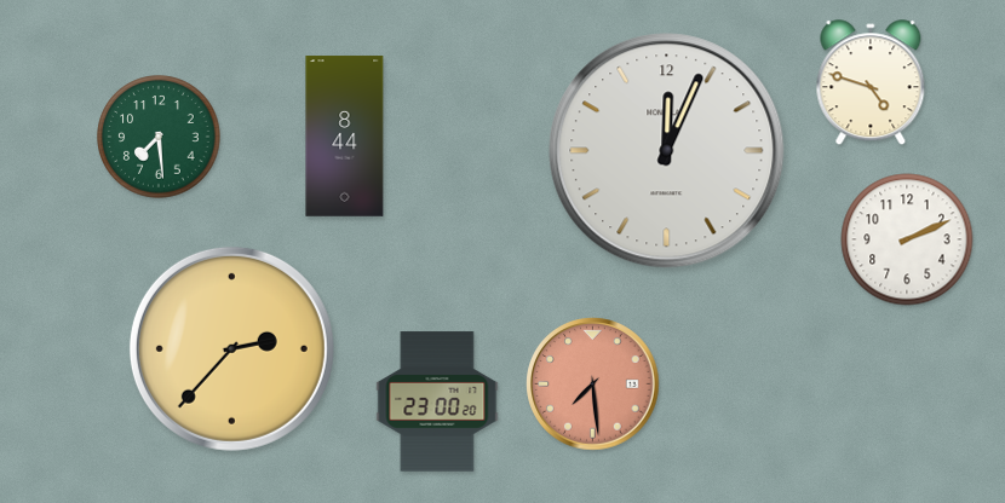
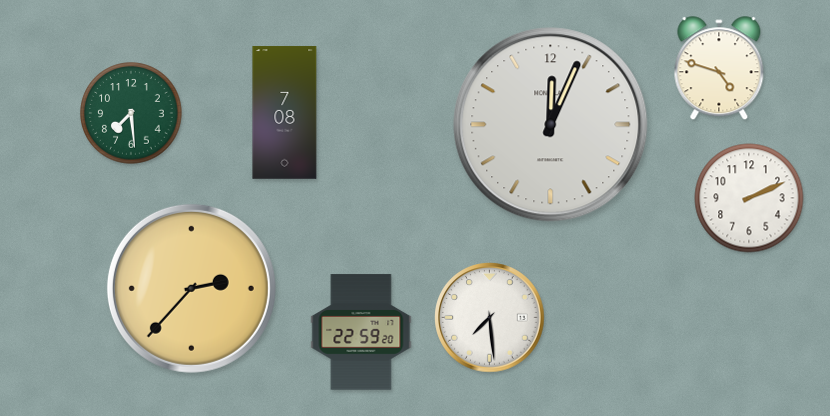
clock at (345, 137): 8:44 -> 7:08
clock at (593, 385) dial: salmon -> white
clock at (437, 401): 23:00 -> 22:59
